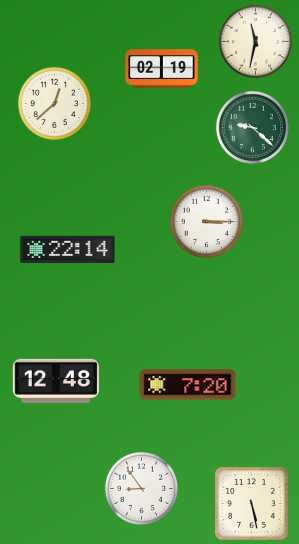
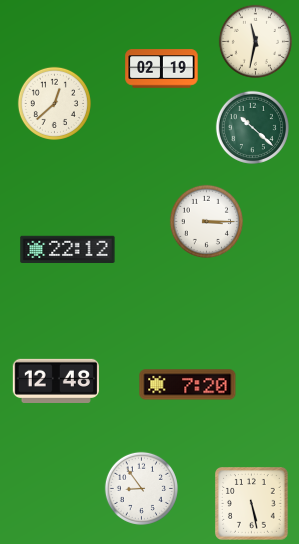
clock at (252, 127): 9:22 -> 10:22
clock at (68, 250): 22:14 -> 22:12
